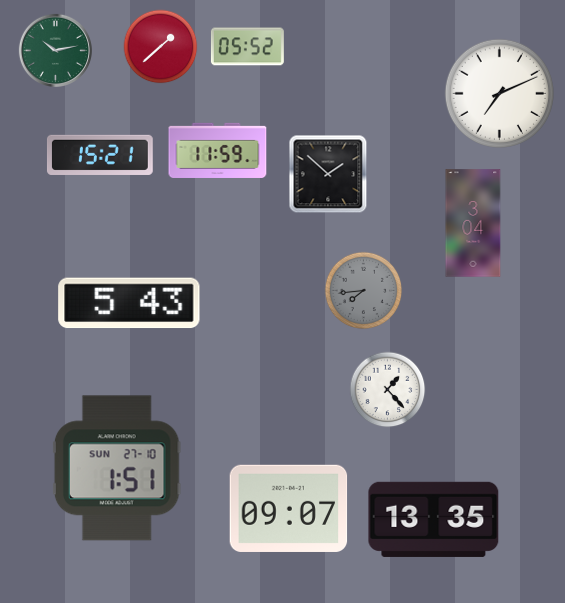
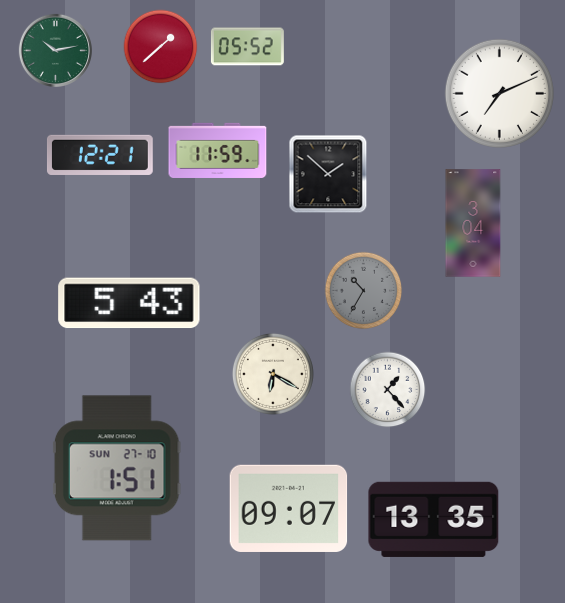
clock at (100, 155): 15:21 -> 12:21
clock at (364, 291): 7:44 -> 10:35
clock at (273, 374): none -> 6:20
